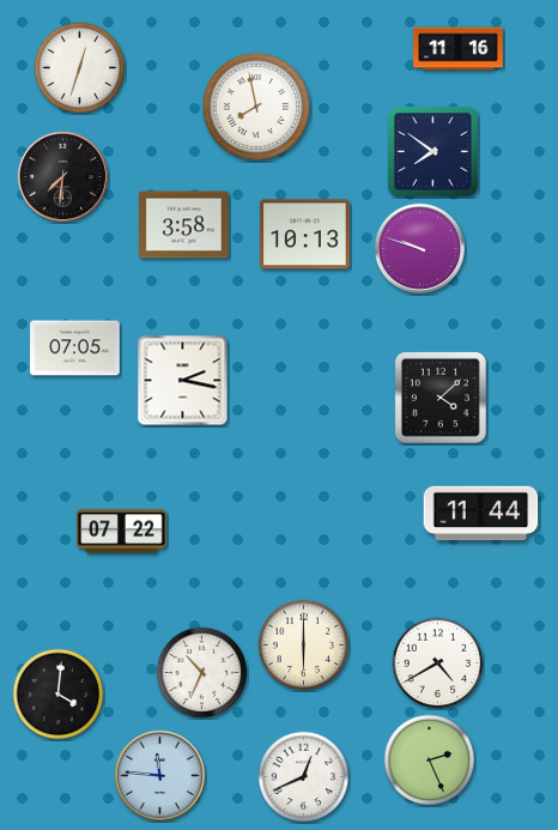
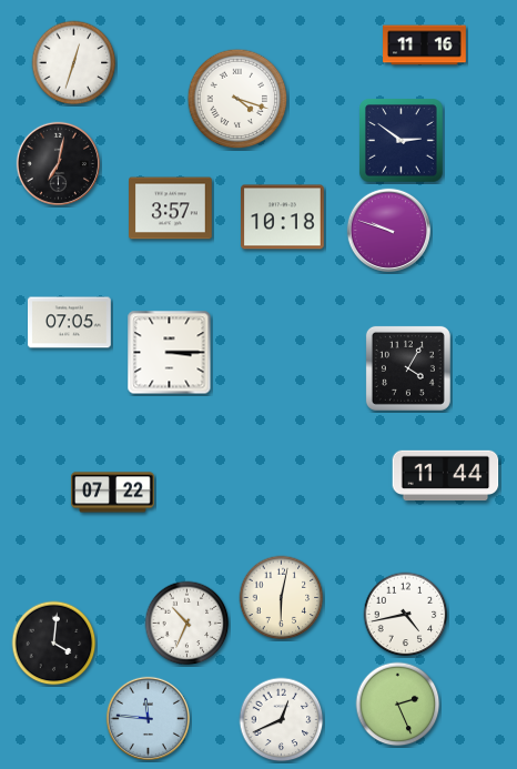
clock at (256, 107): 7:58 -> 4:18
clock at (433, 152): 7:51 -> 2:51
clock at (62, 176): 7:31 -> 7:02
clock at (184, 225): 3:58 -> 3:57
clock at (305, 235): 10:13 -> 10:18
clock at (183, 381): 2:17 -> 3:15
clock at (441, 398): 4:08 -> 4:05
clock at (304, 646): 6:00 -> 6:02
clock at (438, 664): 4:40 -> 4:43
